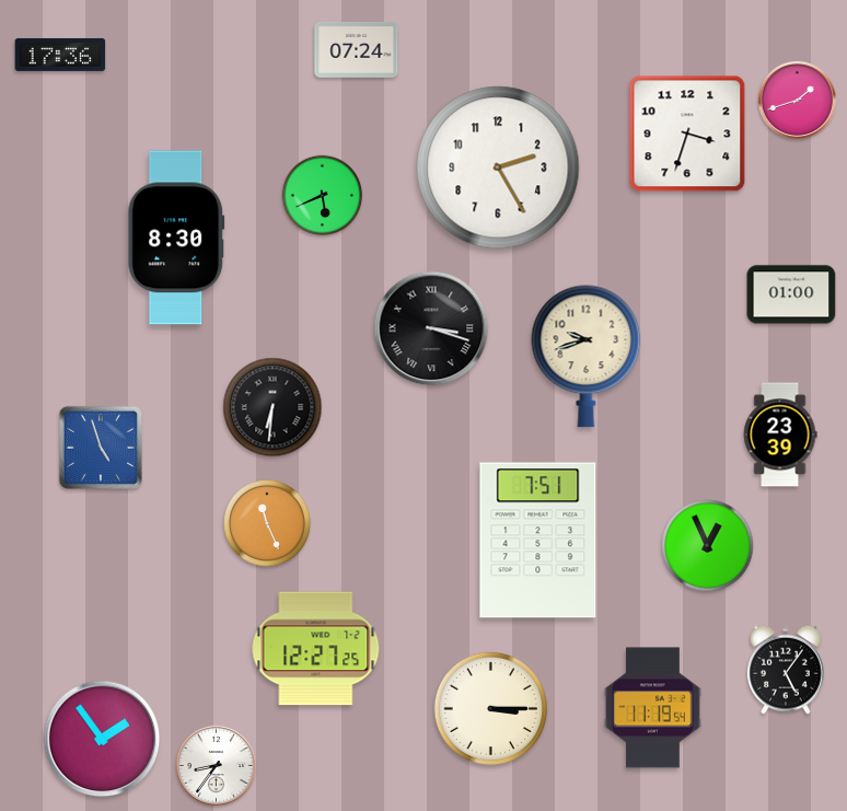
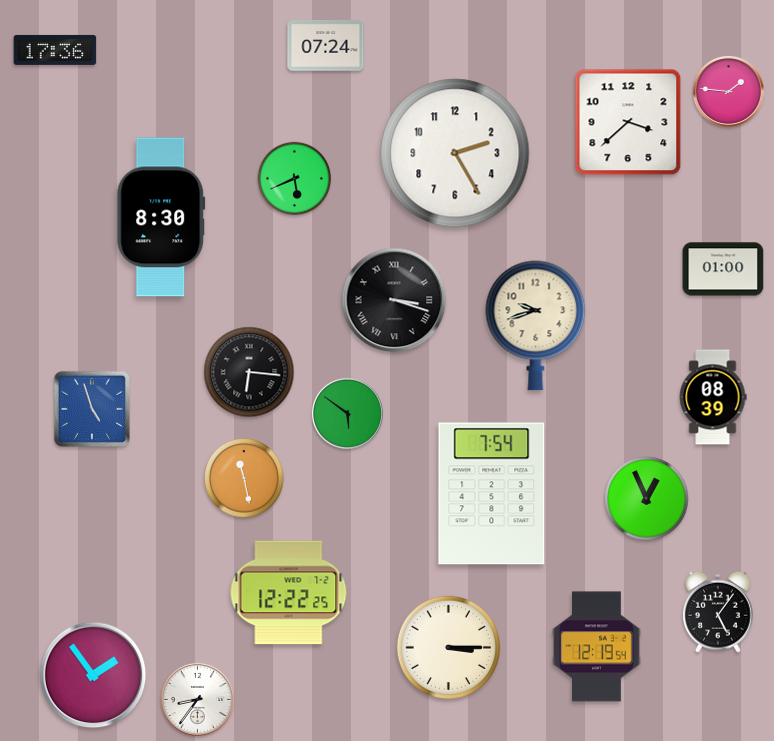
clock at (797, 100): 1:42 -> 1:46
clock at (687, 134): 3:33 -> 3:38
clock at (272, 407): 6:31 -> 6:16
clock at (780, 435): 23:39 -> 08:39
clock at (347, 413): none -> 5:51
clock at (268, 524): 11:26 -> 11:28
clock at (538, 541): 7:51 -> 7:54
clock at (316, 649): 12:27 -> 12:22
clock at (653, 708): 11:19 -> 12:19
